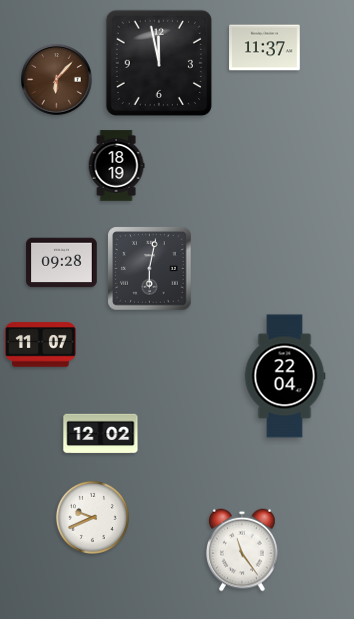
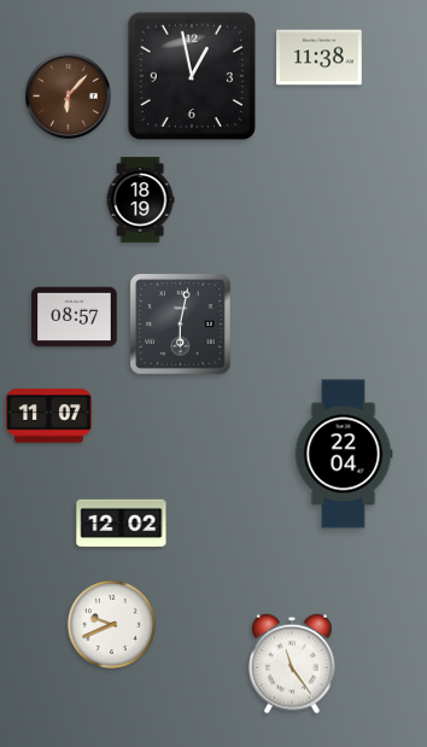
clock at (265, 48): 11:37 -> 11:38
clock at (159, 63): 11:58 -> 12:58
clock at (62, 263): 09:28 -> 08:57
